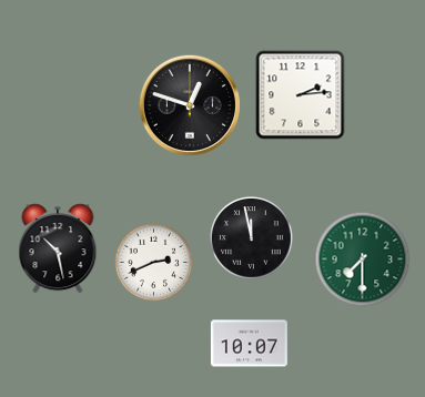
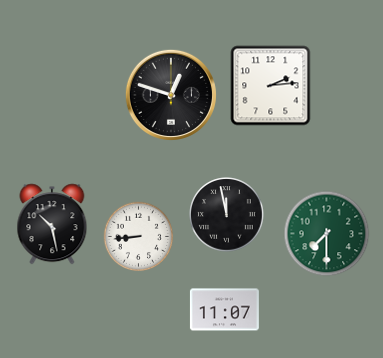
clock at (154, 263): 2:41 -> 8:44
clock at (249, 344): 10:07 -> 11:07
